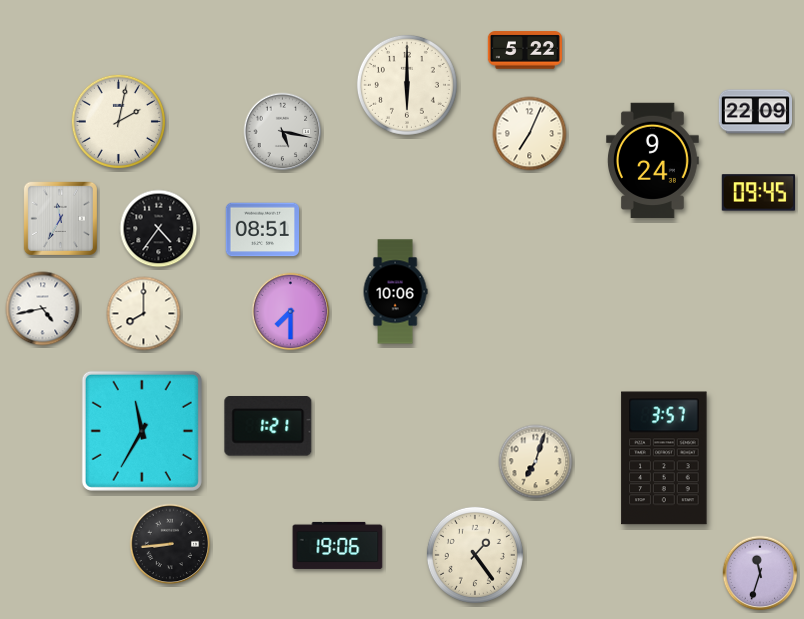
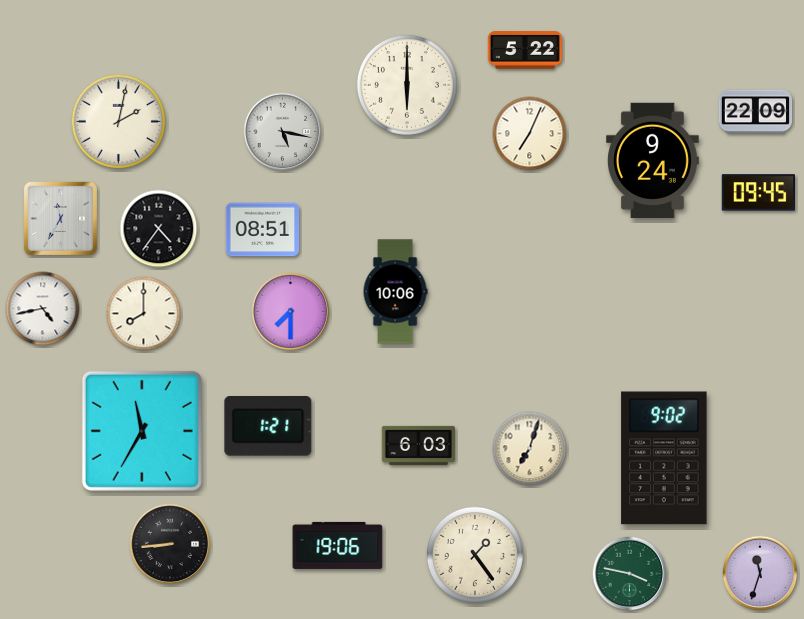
clock at (419, 445): none -> 6:03
clock at (664, 458): 3:57 -> 9:02
clock at (536, 462) position: (536, 462) -> (530, 449)
clock at (630, 574): none -> 3:47
